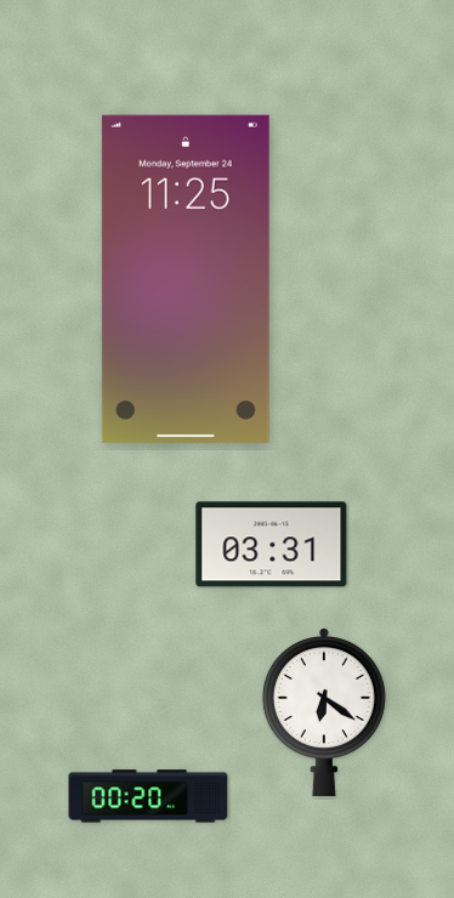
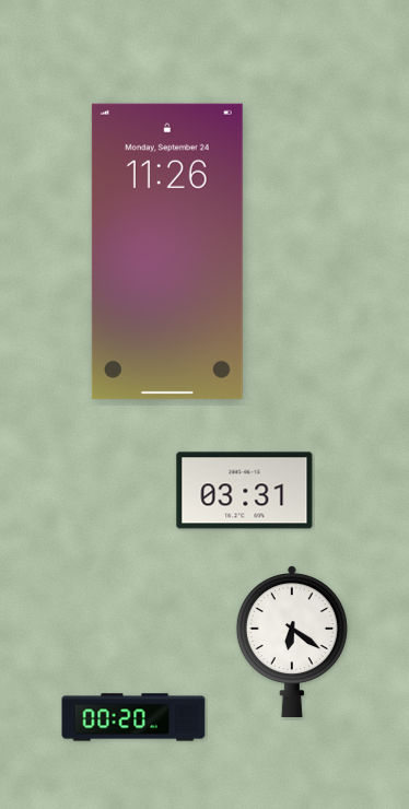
clock at (186, 279): 11:25 -> 11:26
